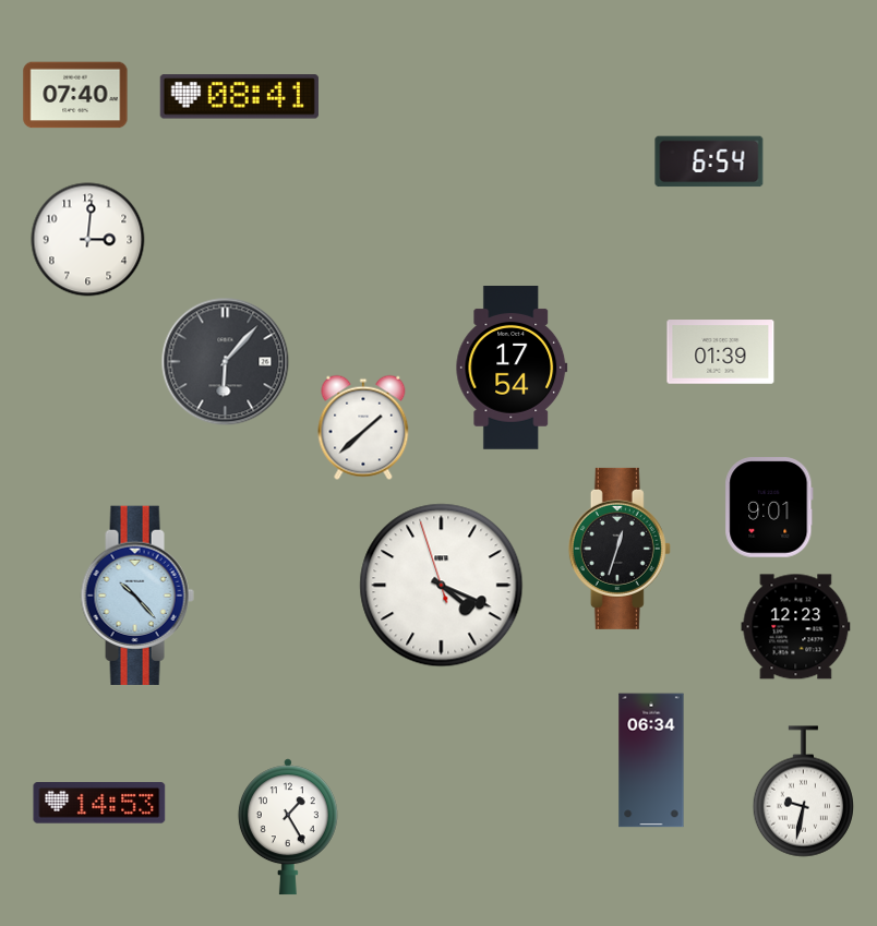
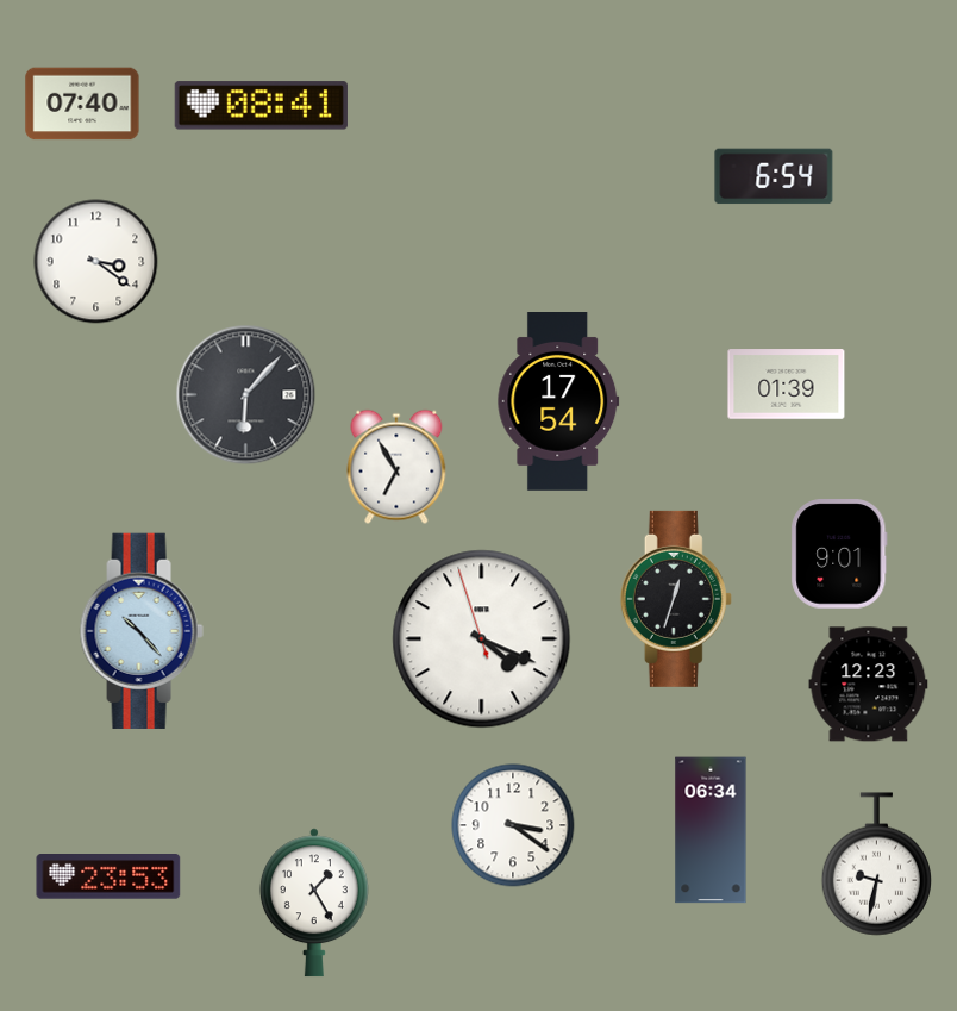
clock at (88, 240): 3:01 -> 3:21
clock at (363, 428): 1:38 -> 6:55
clock at (137, 596) position: (137, 596) -> (142, 631)
clock at (513, 825): none -> 3:21
clock at (99, 804): 14:53 -> 23:53
